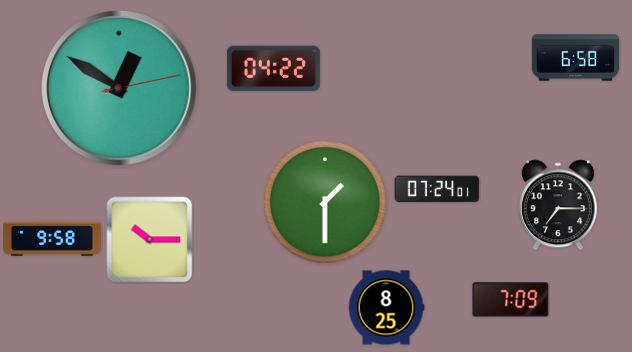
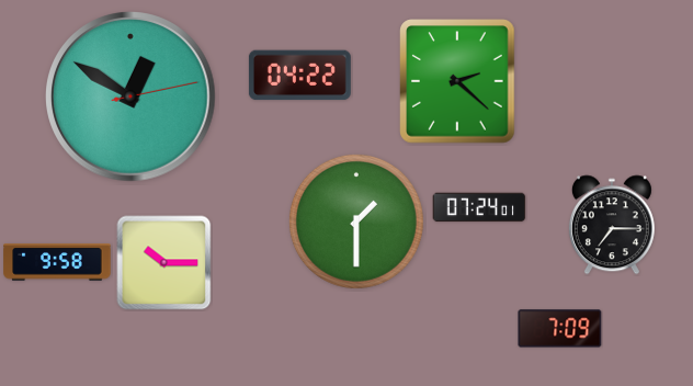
clock at (575, 58): 6:58 -> none
clock at (457, 81): none -> 2:22
clock at (386, 308): 8:25 -> none
